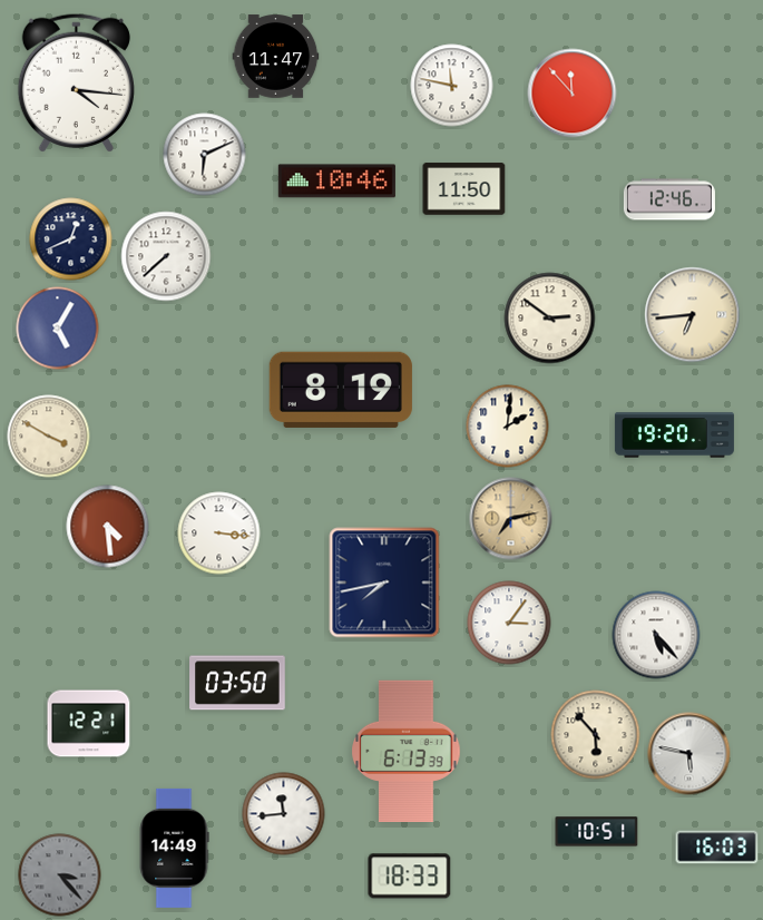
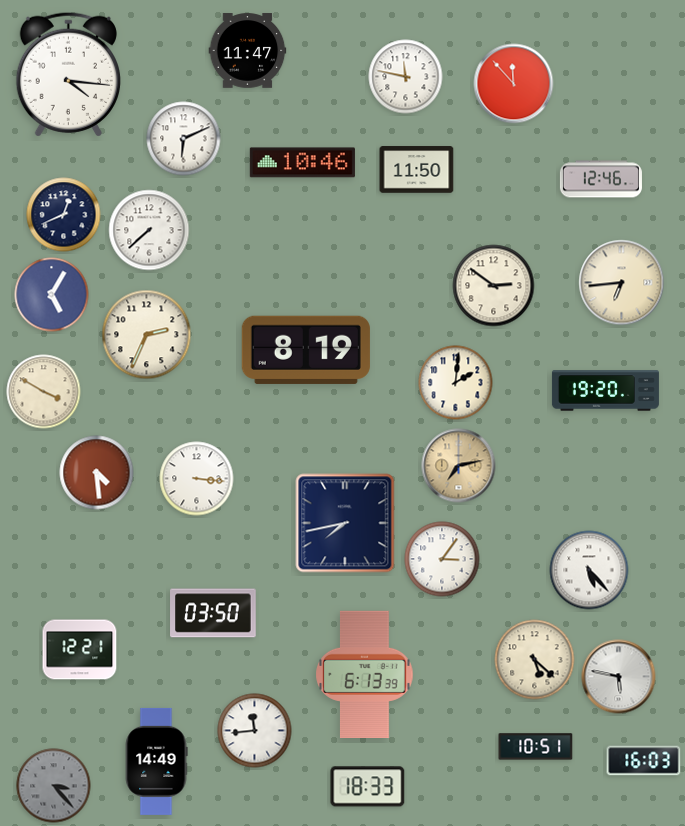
clock at (147, 335): none -> 2:34
clock at (509, 623) position: (509, 623) -> (442, 559)
clock at (596, 735): 5:53 -> 5:22
